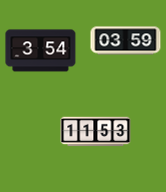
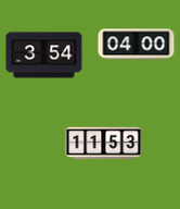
clock at (126, 41): 03:59 -> 04:00
